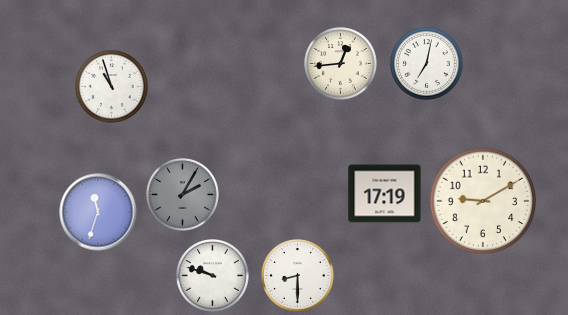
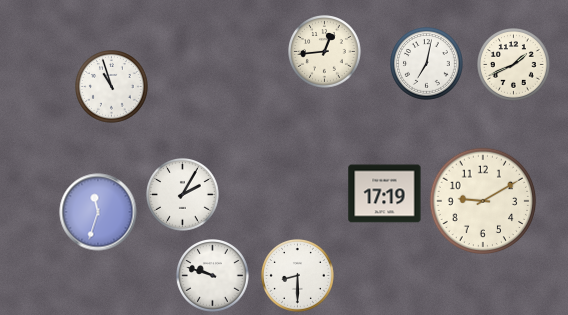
clock at (341, 64) position: (341, 64) -> (325, 52)
clock at (514, 65): none -> 1:41
clock at (183, 195) dial: grey -> white
